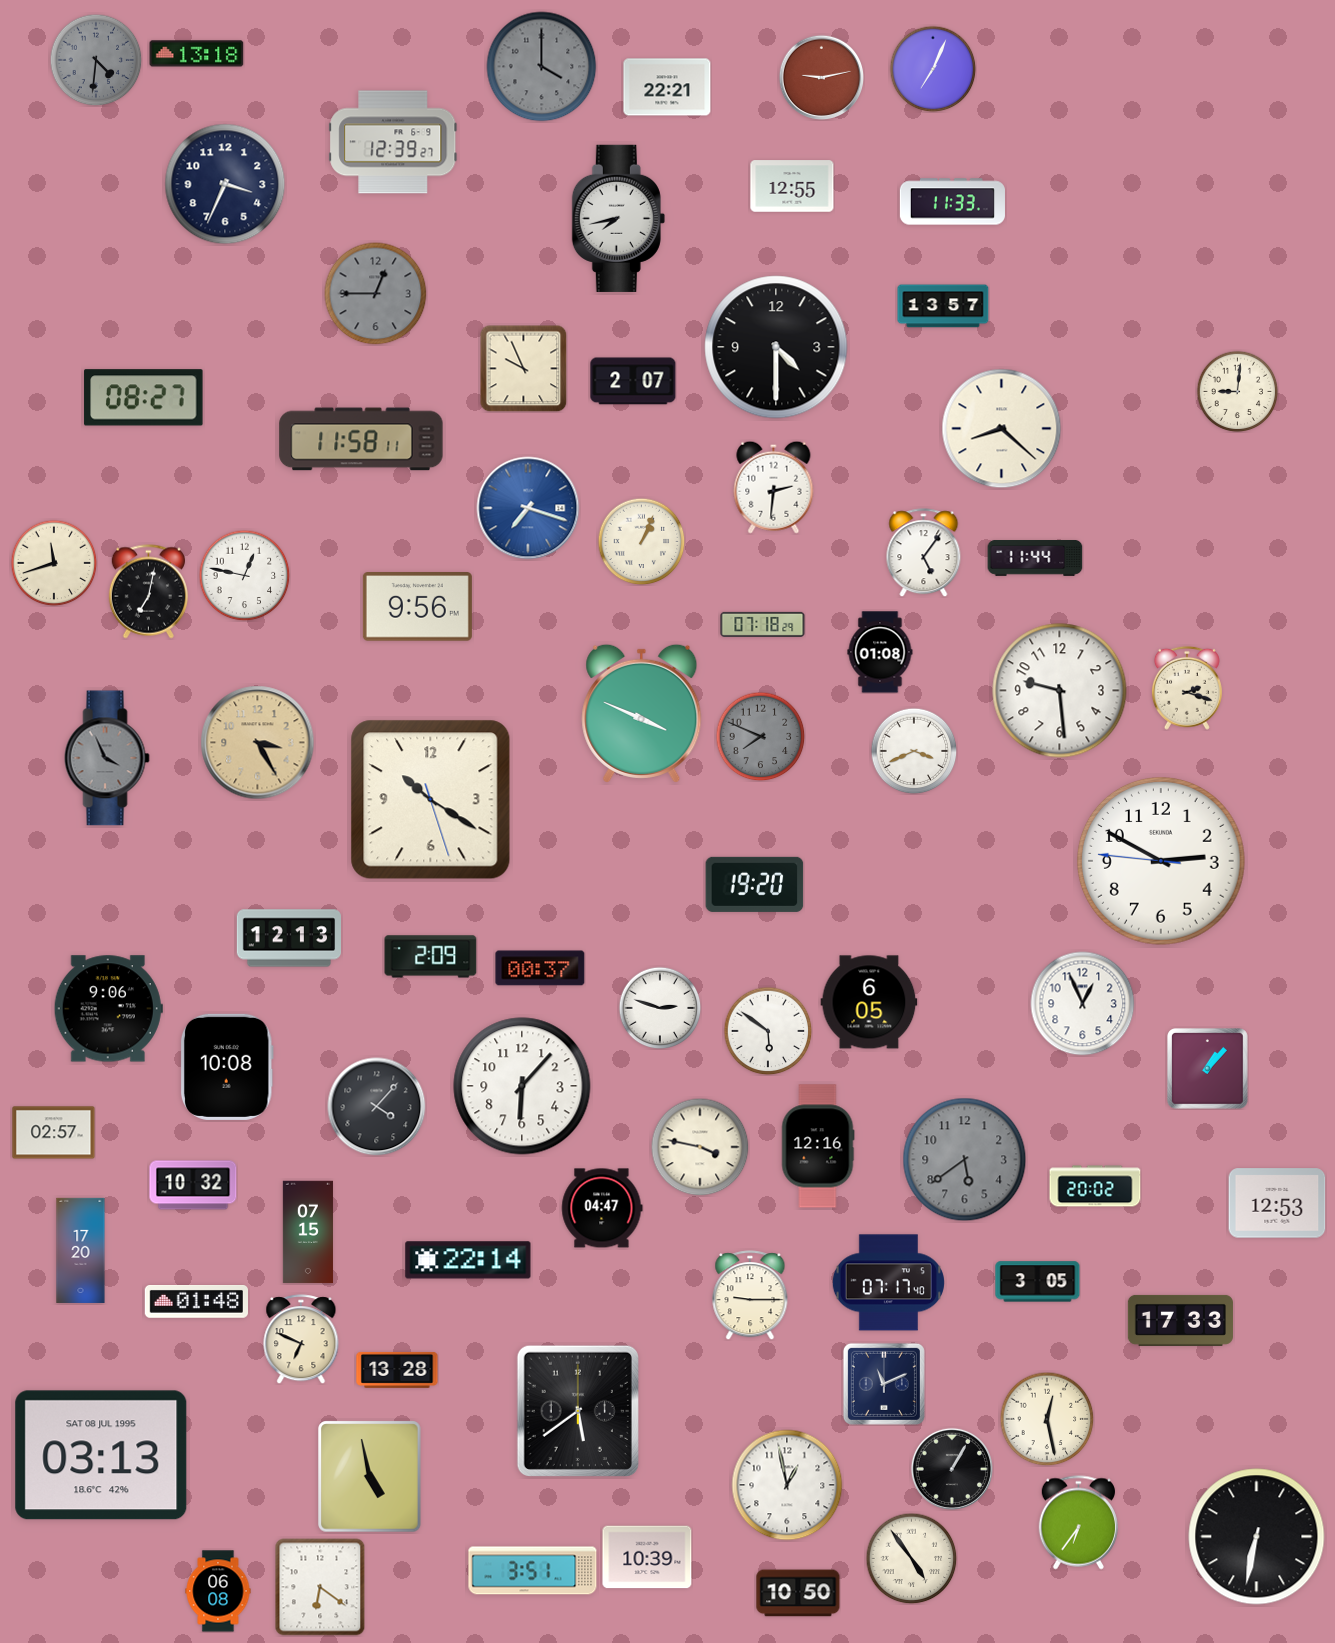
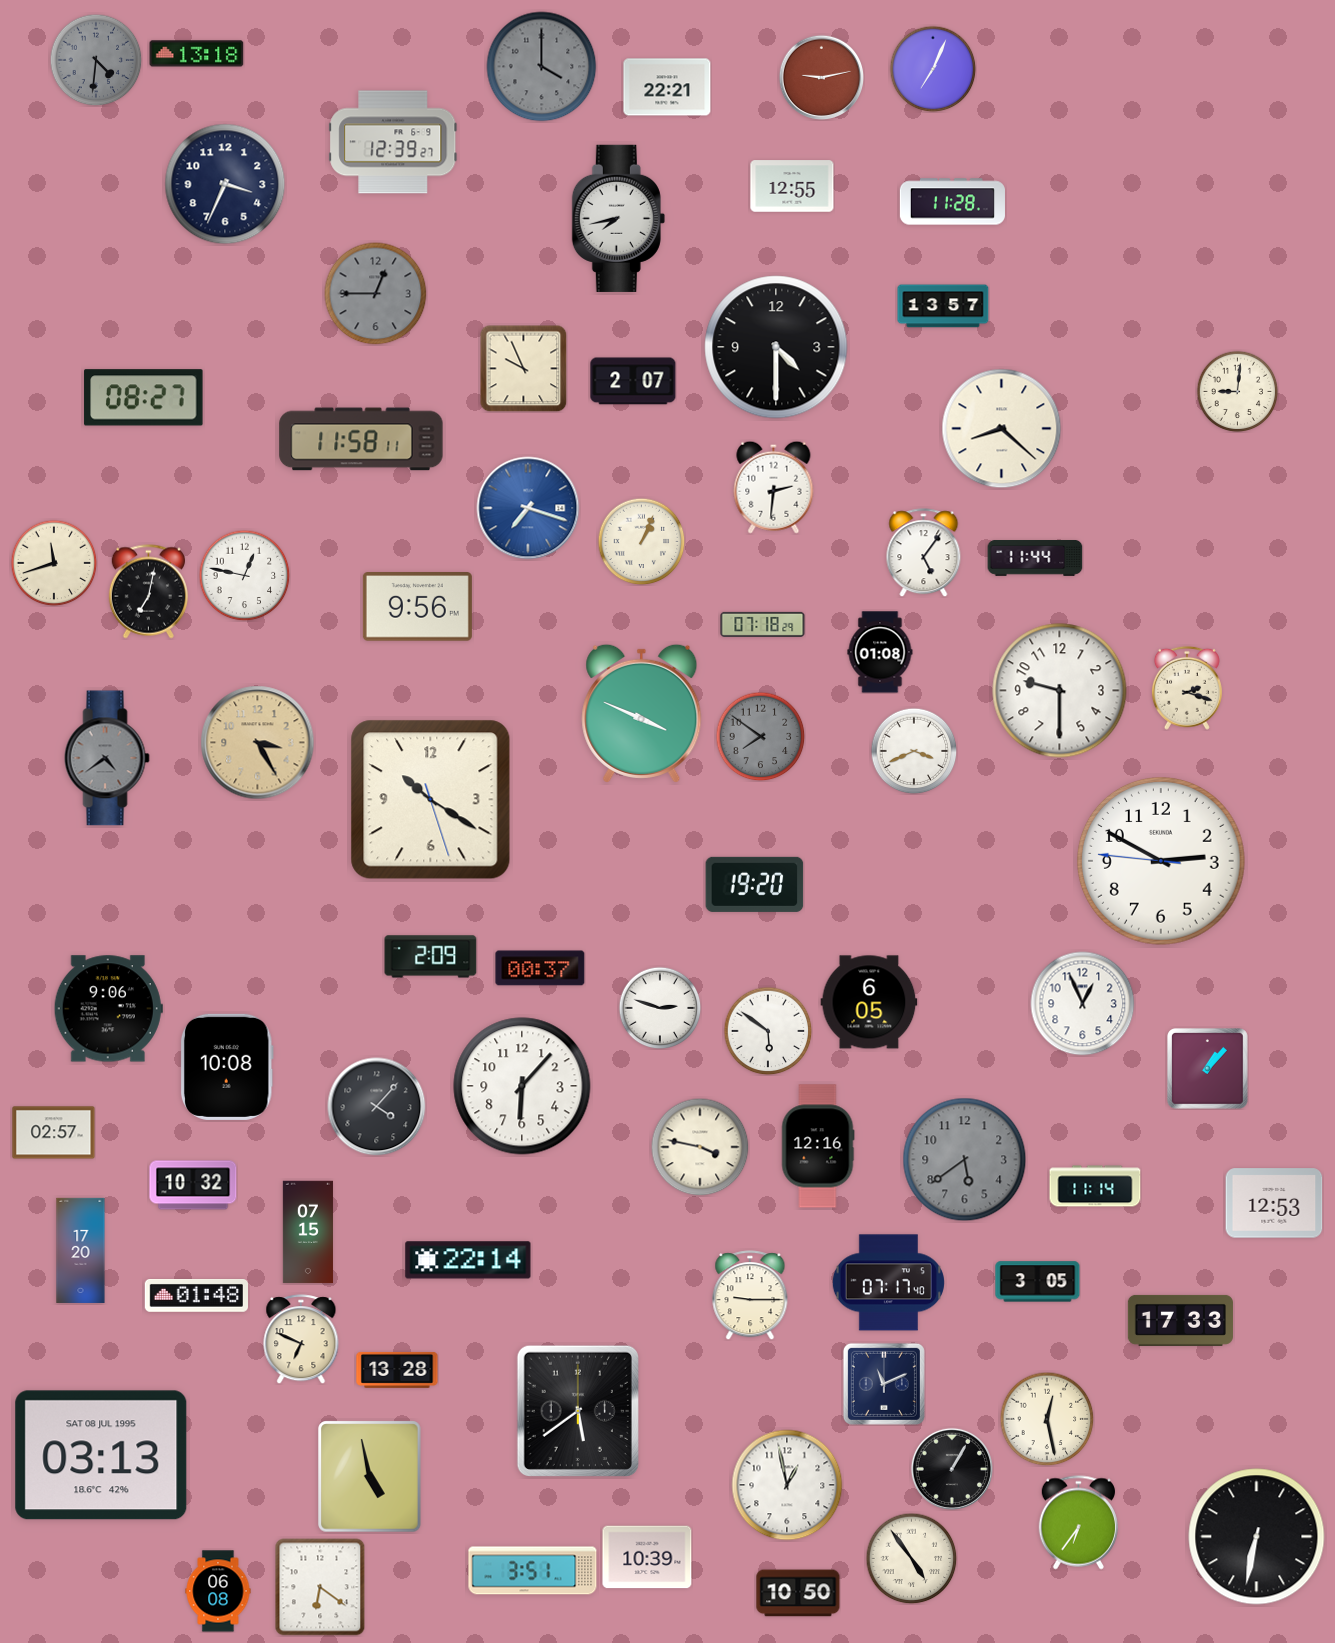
clock at (952, 202): 11:33 -> 11:28
clock at (1060, 691): 9:29 -> 9:30
clock at (760, 736): 7:49 -> 7:51
clock at (107, 758): 3:56 -> 4:39
clock at (288, 938): 12:13 -> none
clock at (1095, 1186): 20:02 -> 11:14
clock at (1277, 1203) position: (1277, 1203) -> (1274, 1203)
clock at (602, 1208): 04:47 -> none
clock at (196, 1302) position: (196, 1302) -> (196, 1296)
